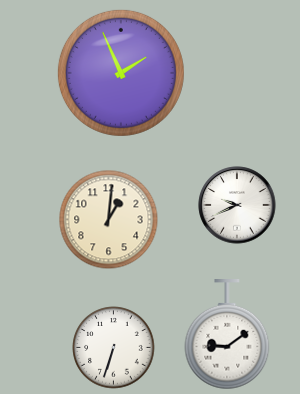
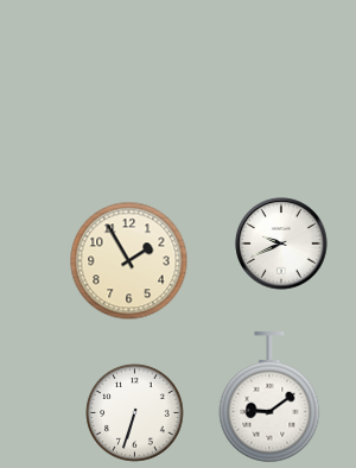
clock at (121, 73): 1:56 -> none
clock at (109, 220): 1:01 -> 1:55
